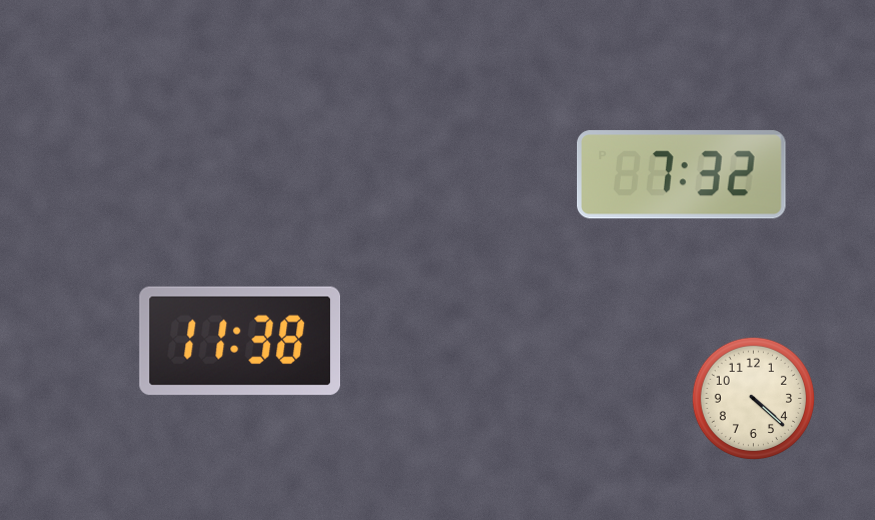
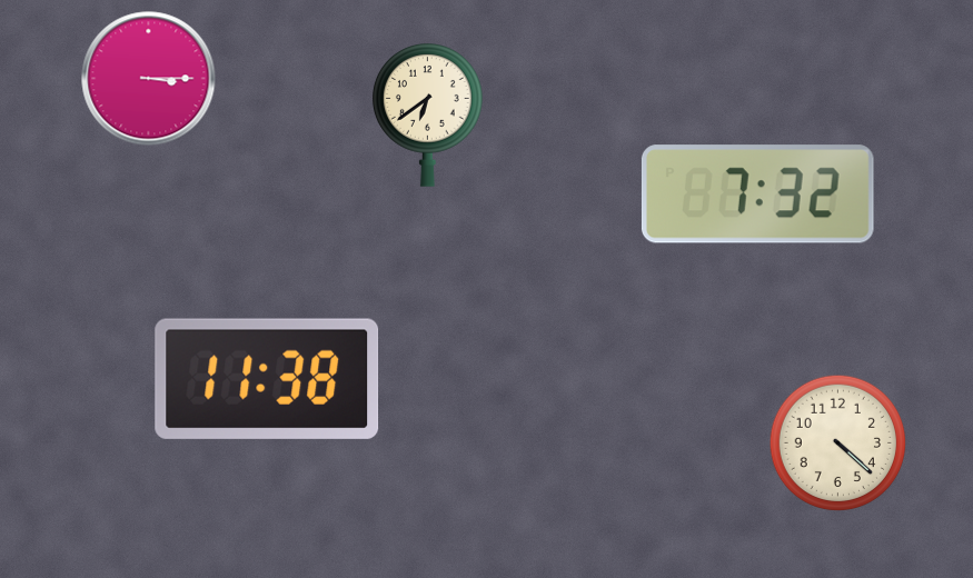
clock at (149, 79): none -> 3:15
clock at (428, 116): none -> 6:39
